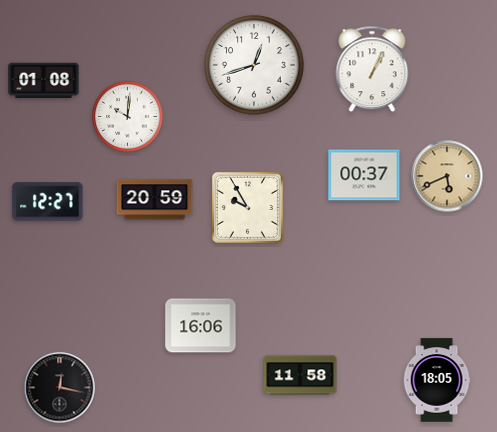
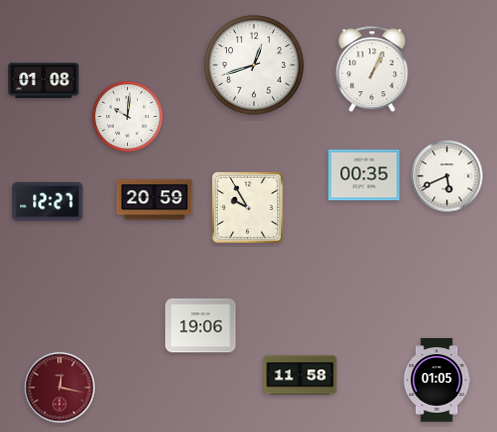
clock at (364, 175): 00:37 -> 00:35
clock at (447, 176) dial: champagne -> white
clock at (201, 326): 16:06 -> 19:06
clock at (437, 380): 18:05 -> 01:05
clock at (60, 388) dial: black -> burgundy
